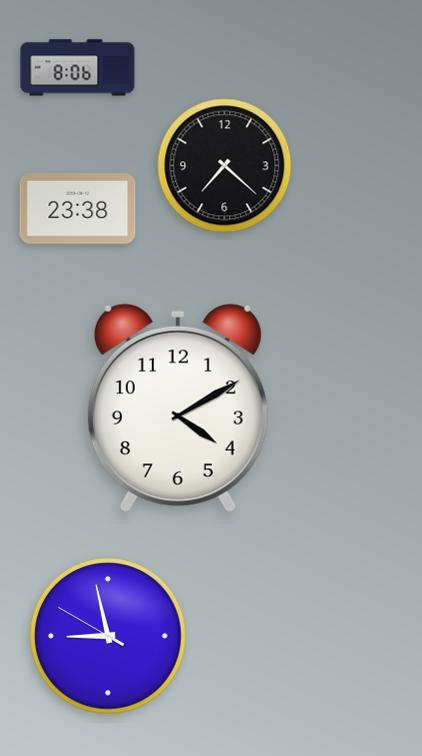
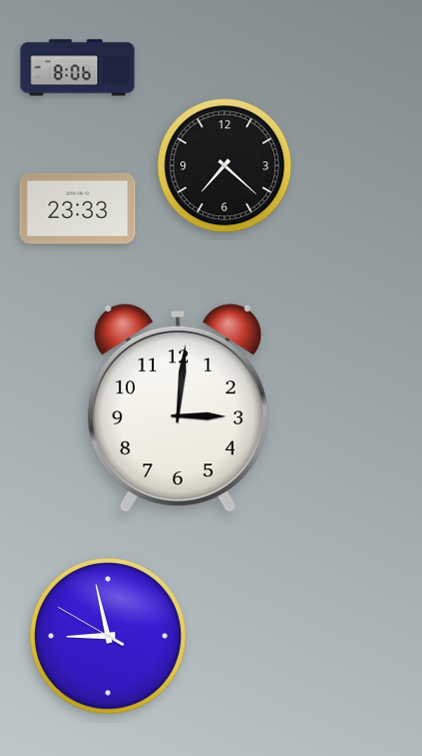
clock at (78, 209): 23:38 -> 23:33
clock at (178, 408): 4:10 -> 3:01
